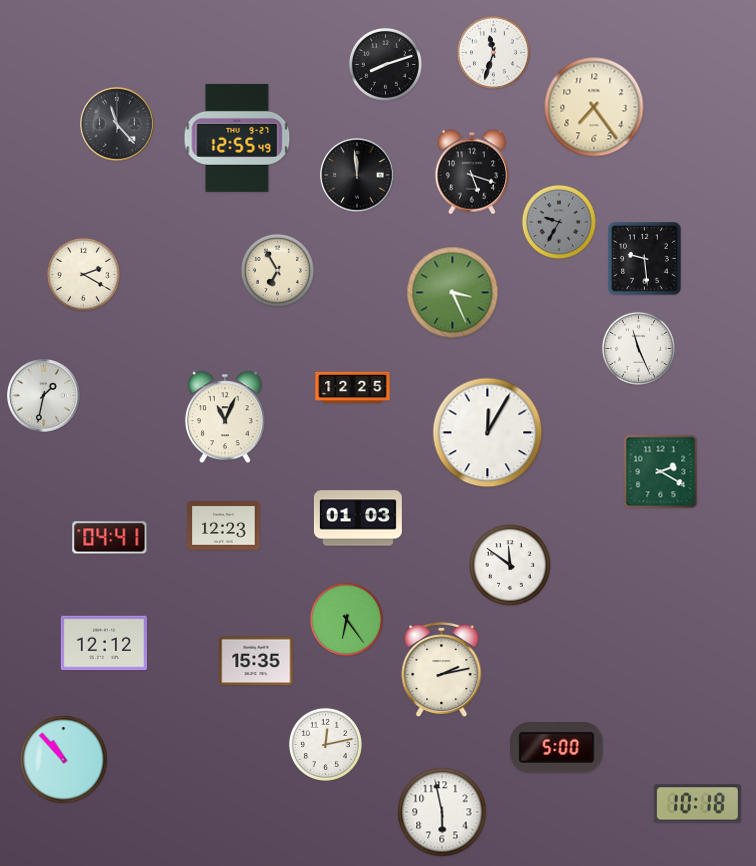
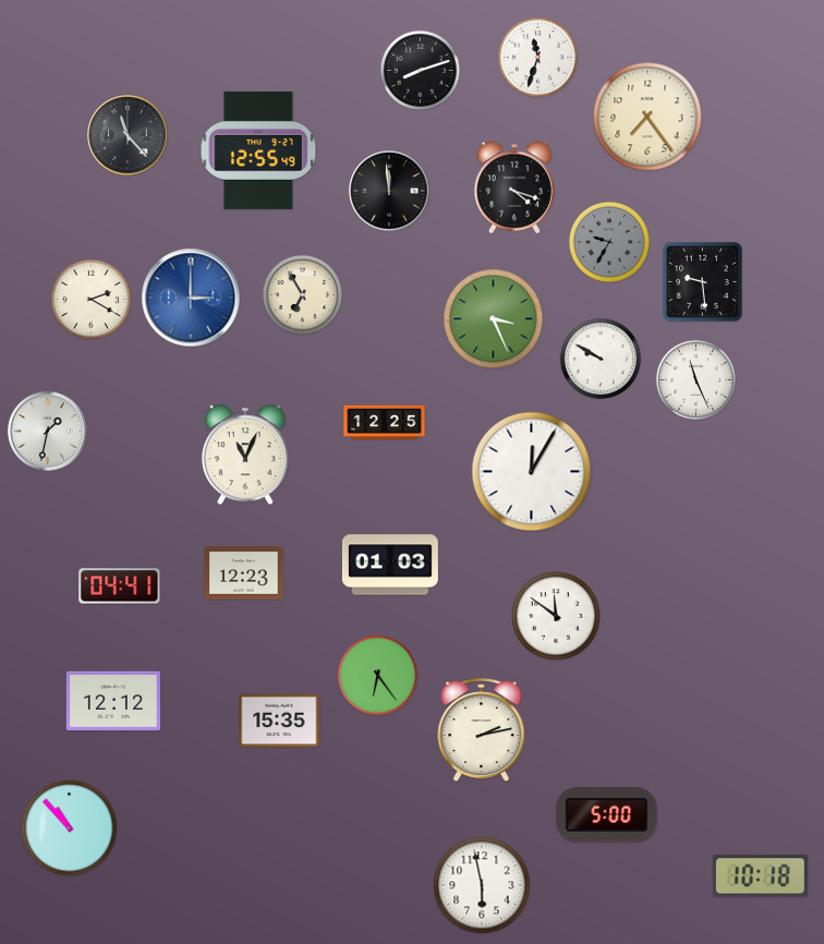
clock at (472, 172): 5:18 -> 4:18
clock at (191, 298): none -> 3:00
clock at (601, 359): none -> 9:50
clock at (661, 472): 2:20 -> none
clock at (325, 744): 12:13 -> none
